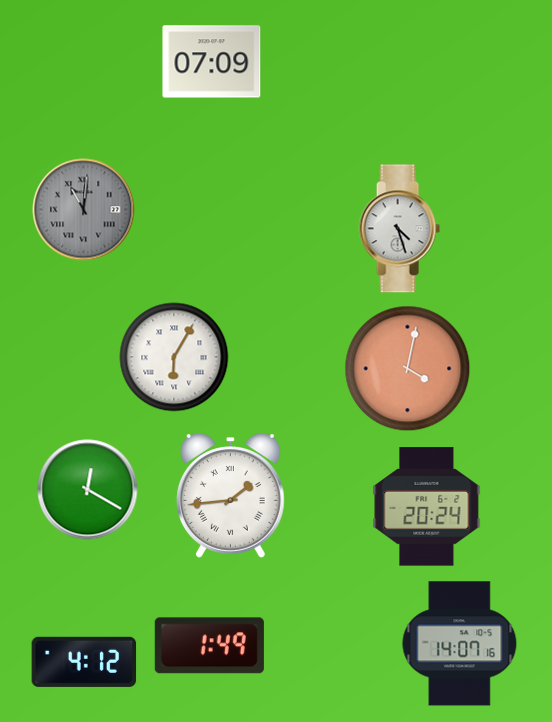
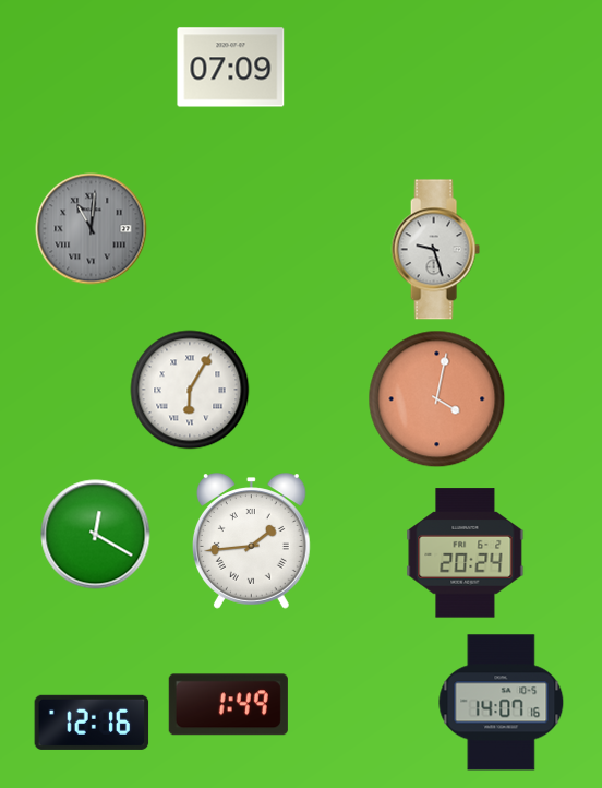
clock at (399, 229): 4:27 -> 9:27
clock at (408, 369) position: (408, 369) -> (437, 399)
clock at (84, 662): 4:12 -> 12:16
